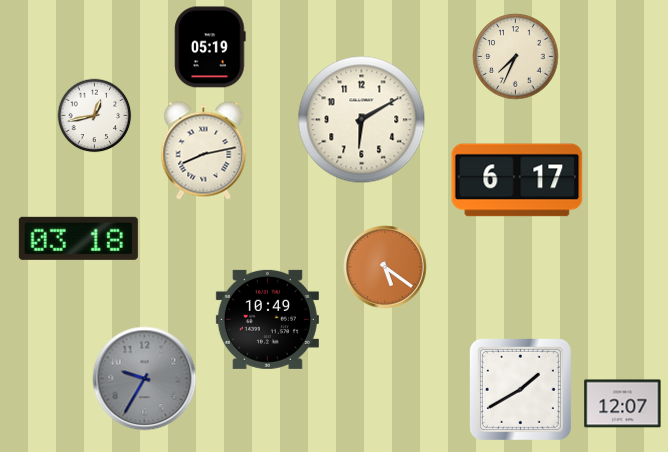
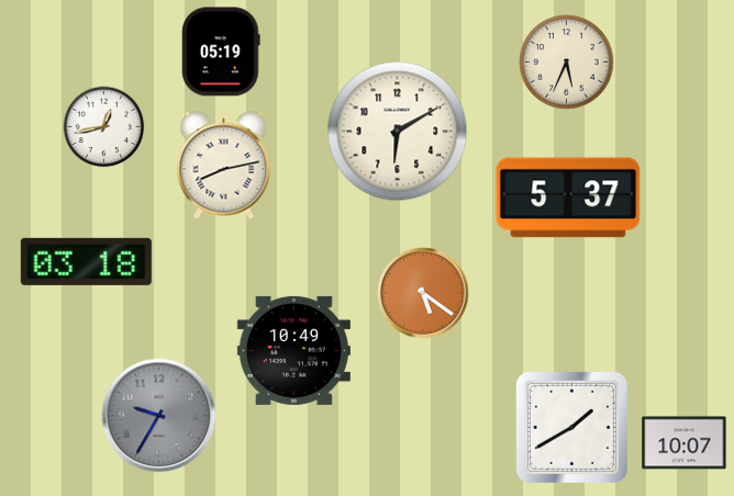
clock at (210, 47) position: (210, 47) -> (221, 52)
clock at (516, 57): 7:34 -> 5:34
clock at (517, 180): 6:17 -> 5:37
clock at (623, 404): 12:07 -> 10:07
